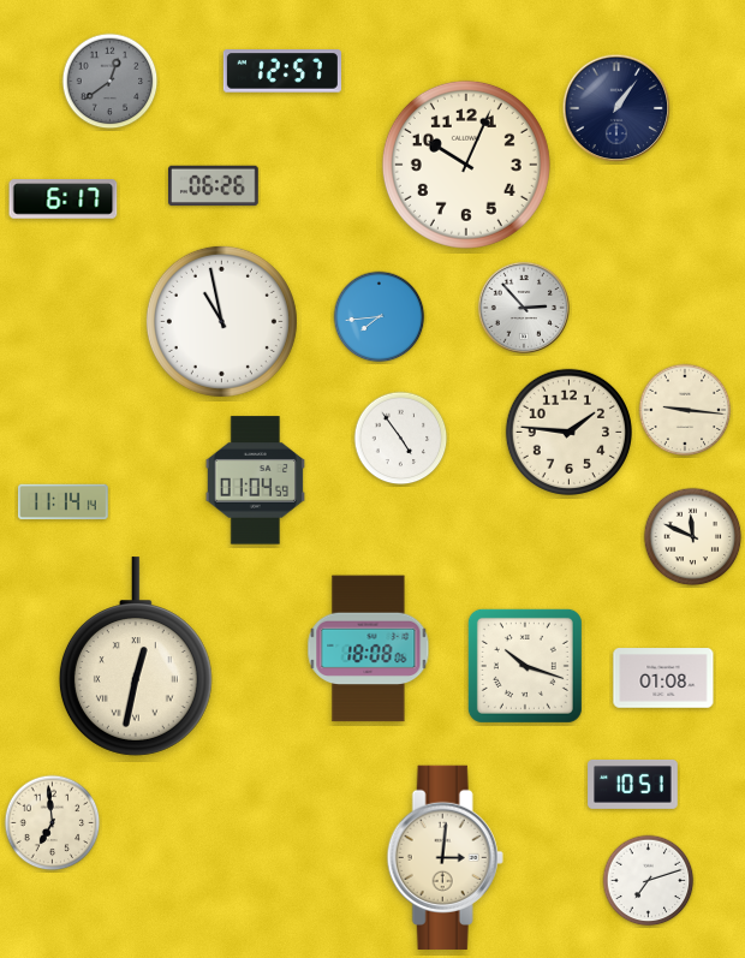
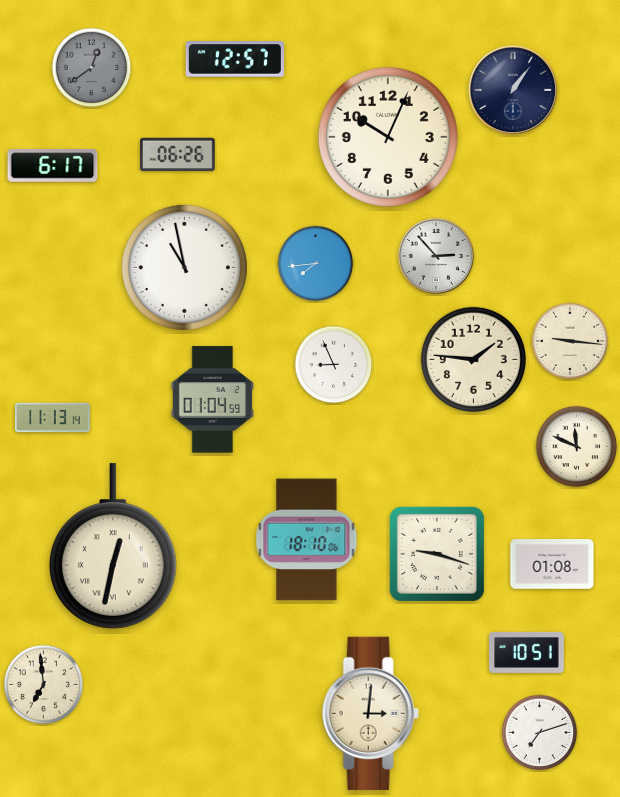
clock at (401, 439): 4:54 -> 8:56
clock at (64, 502): 11:14 -> 11:13
clock at (369, 649): 18:08 -> 18:10
clock at (525, 666): 10:18 -> 9:18
